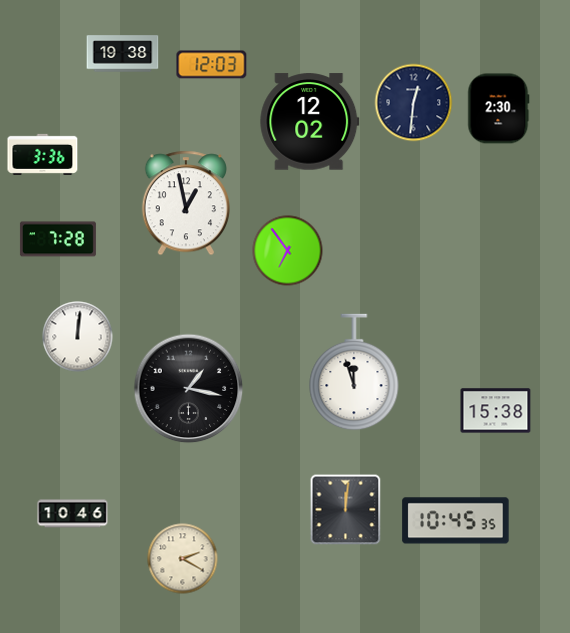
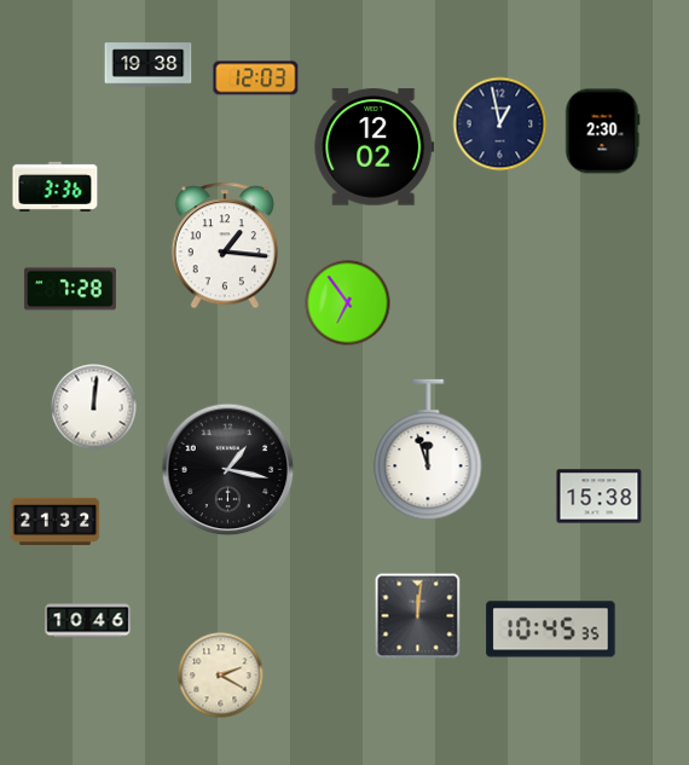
clock at (414, 103): 12:31 -> 12:58
clock at (43, 154) position: (43, 154) -> (56, 186)
clock at (185, 203): 12:58 -> 1:16
clock at (56, 521): none -> 21:32
